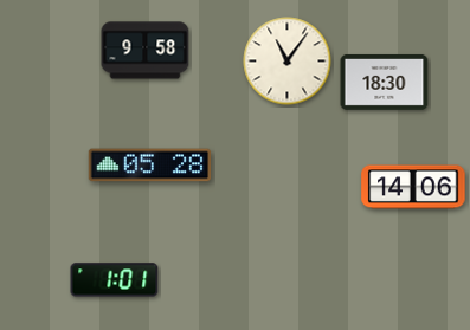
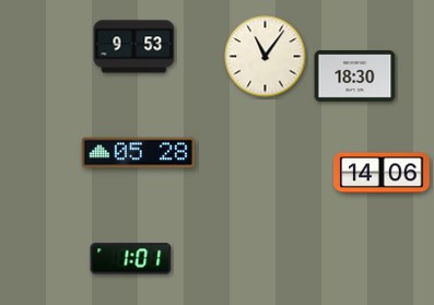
clock at (146, 51): 9:58 -> 9:53
clock at (115, 280) position: (115, 280) -> (131, 259)
